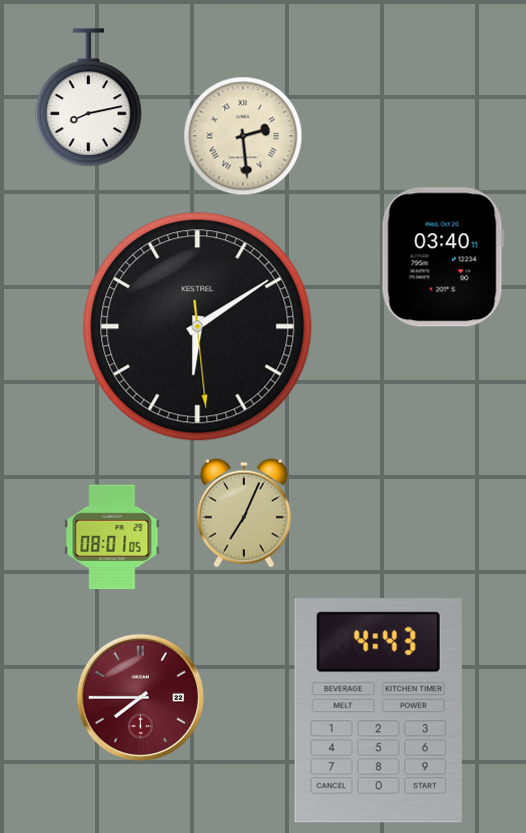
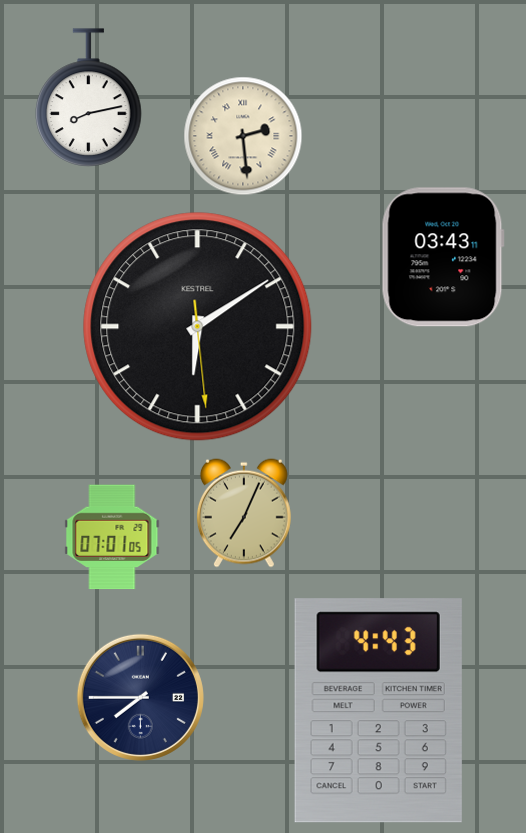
clock at (443, 257): 03:40 -> 03:43
clock at (112, 537): 08:01 -> 07:01
clock at (140, 697) dial: burgundy -> navy
